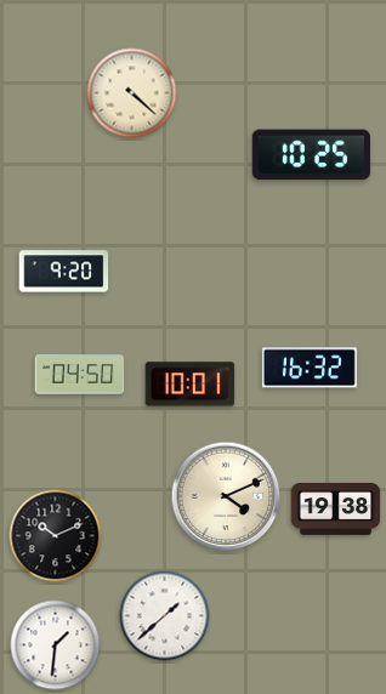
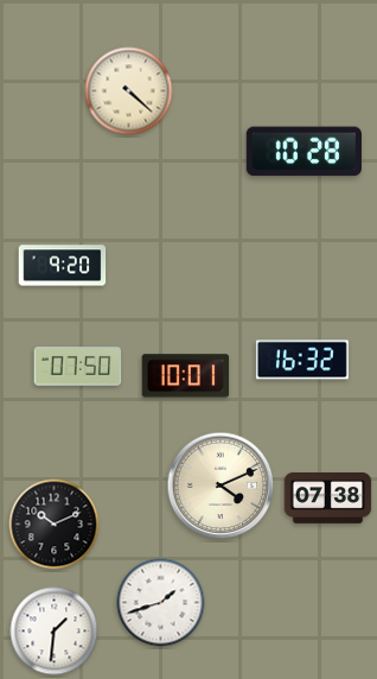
clock at (311, 155): 10:25 -> 10:28
clock at (80, 375): 04:50 -> 07:50
clock at (336, 510): 19:38 -> 07:38
clock at (165, 616): 1:38 -> 1:42
